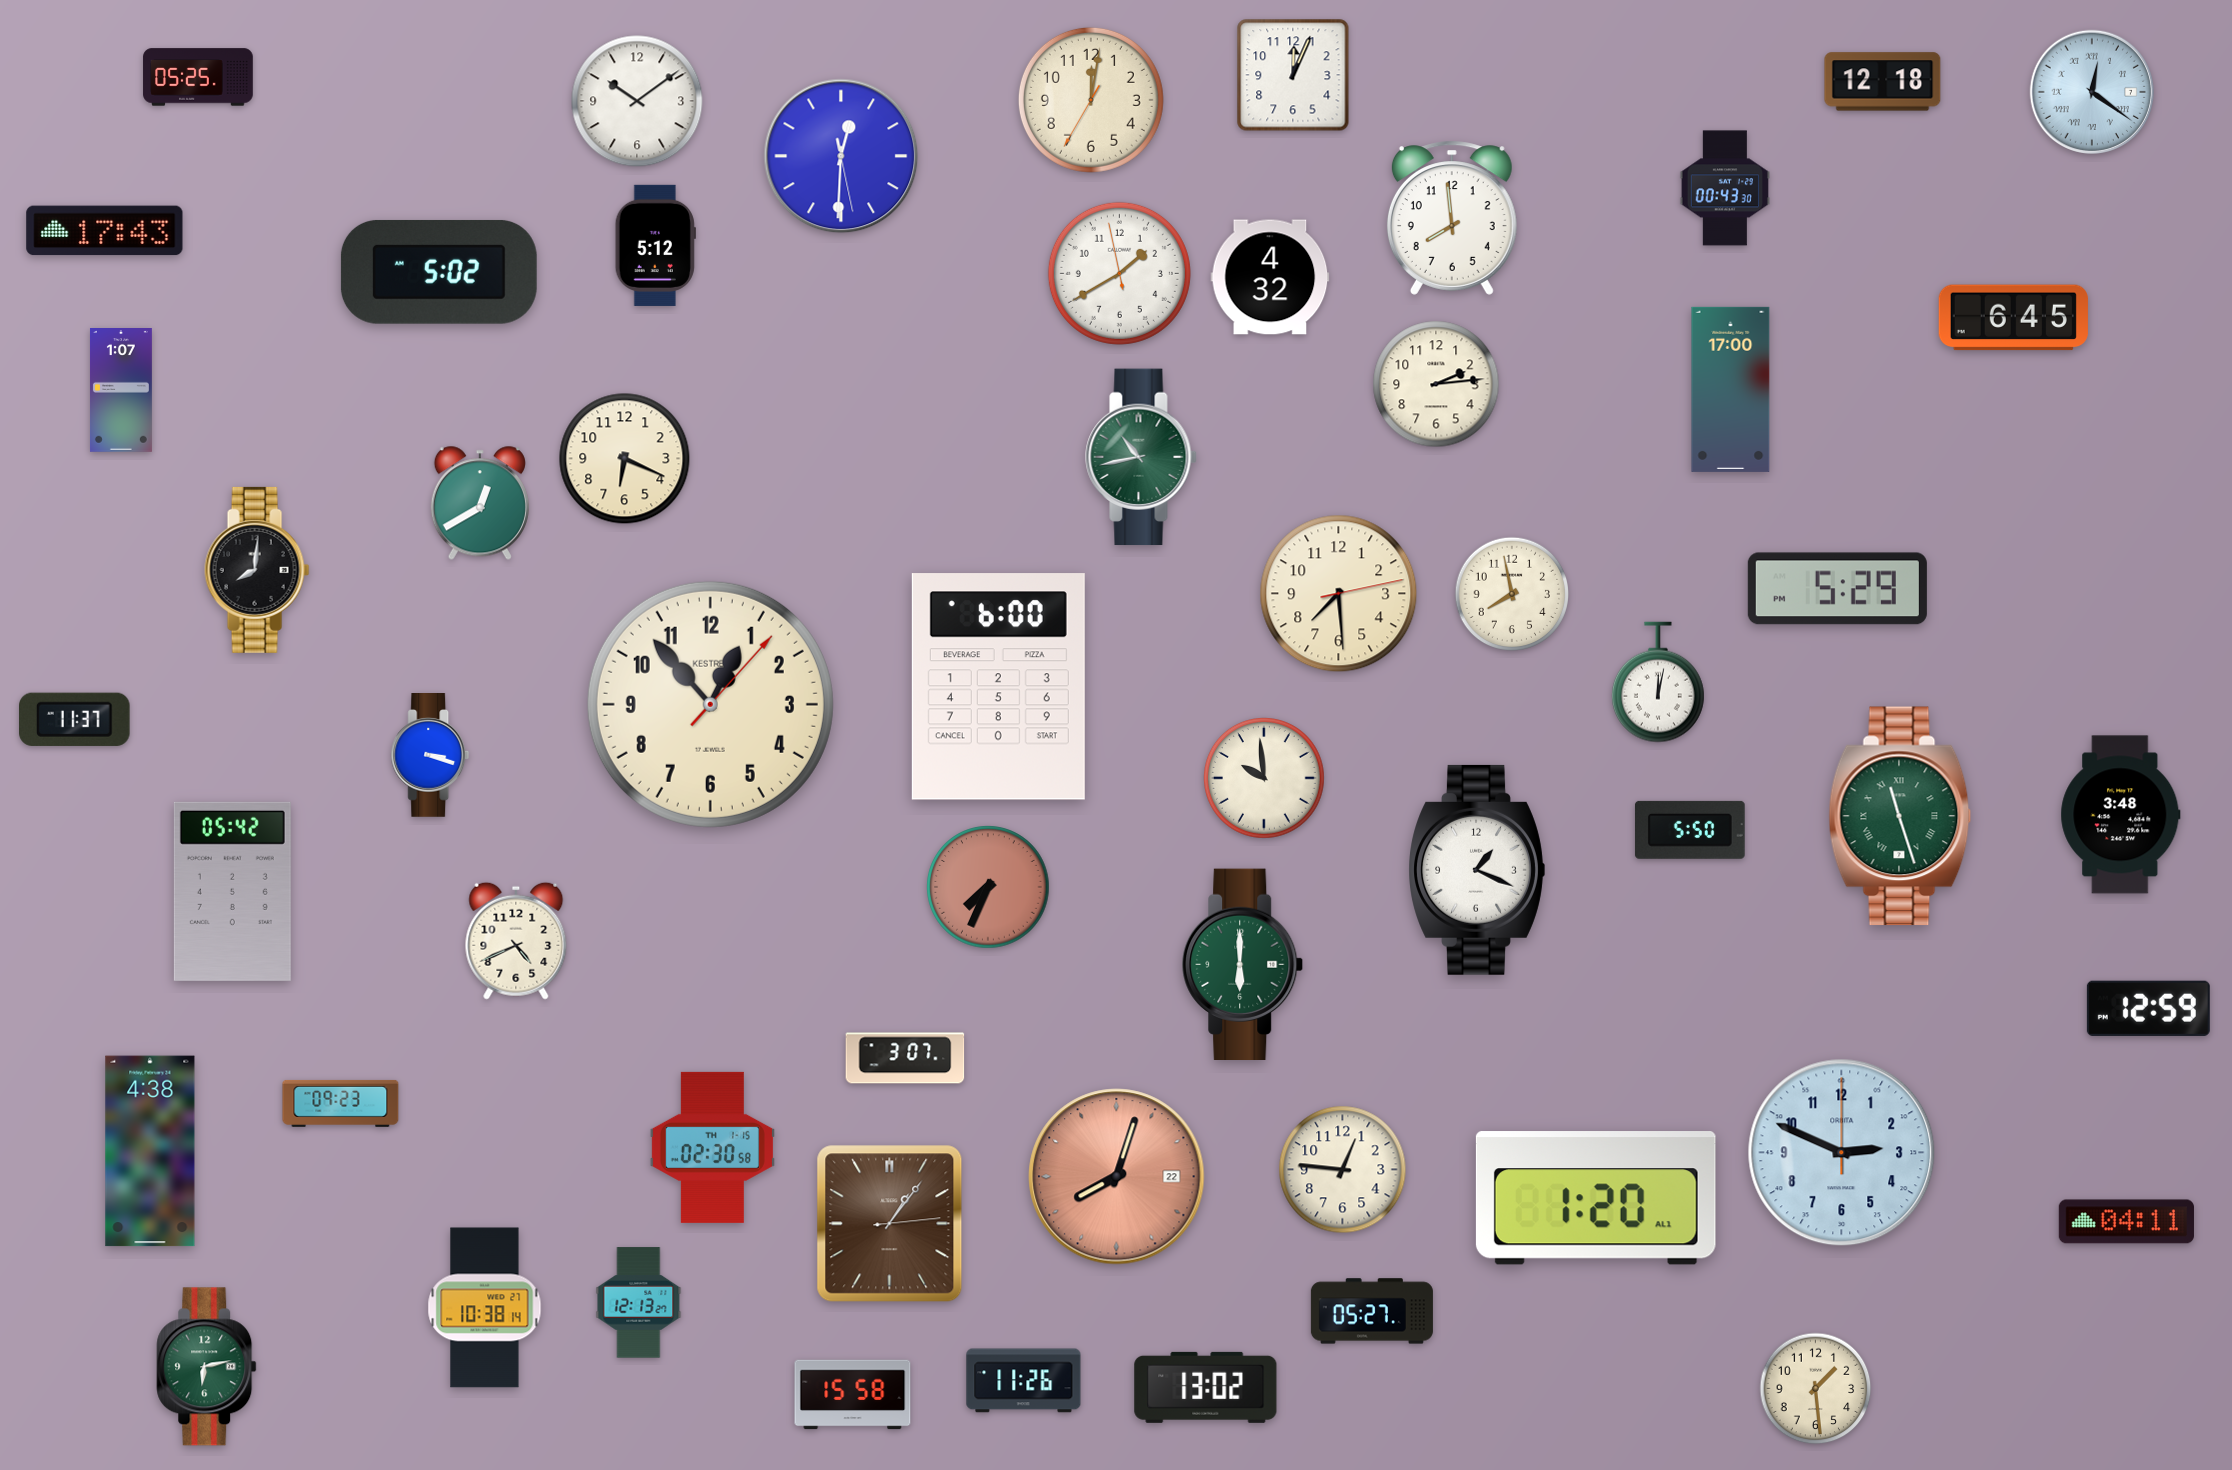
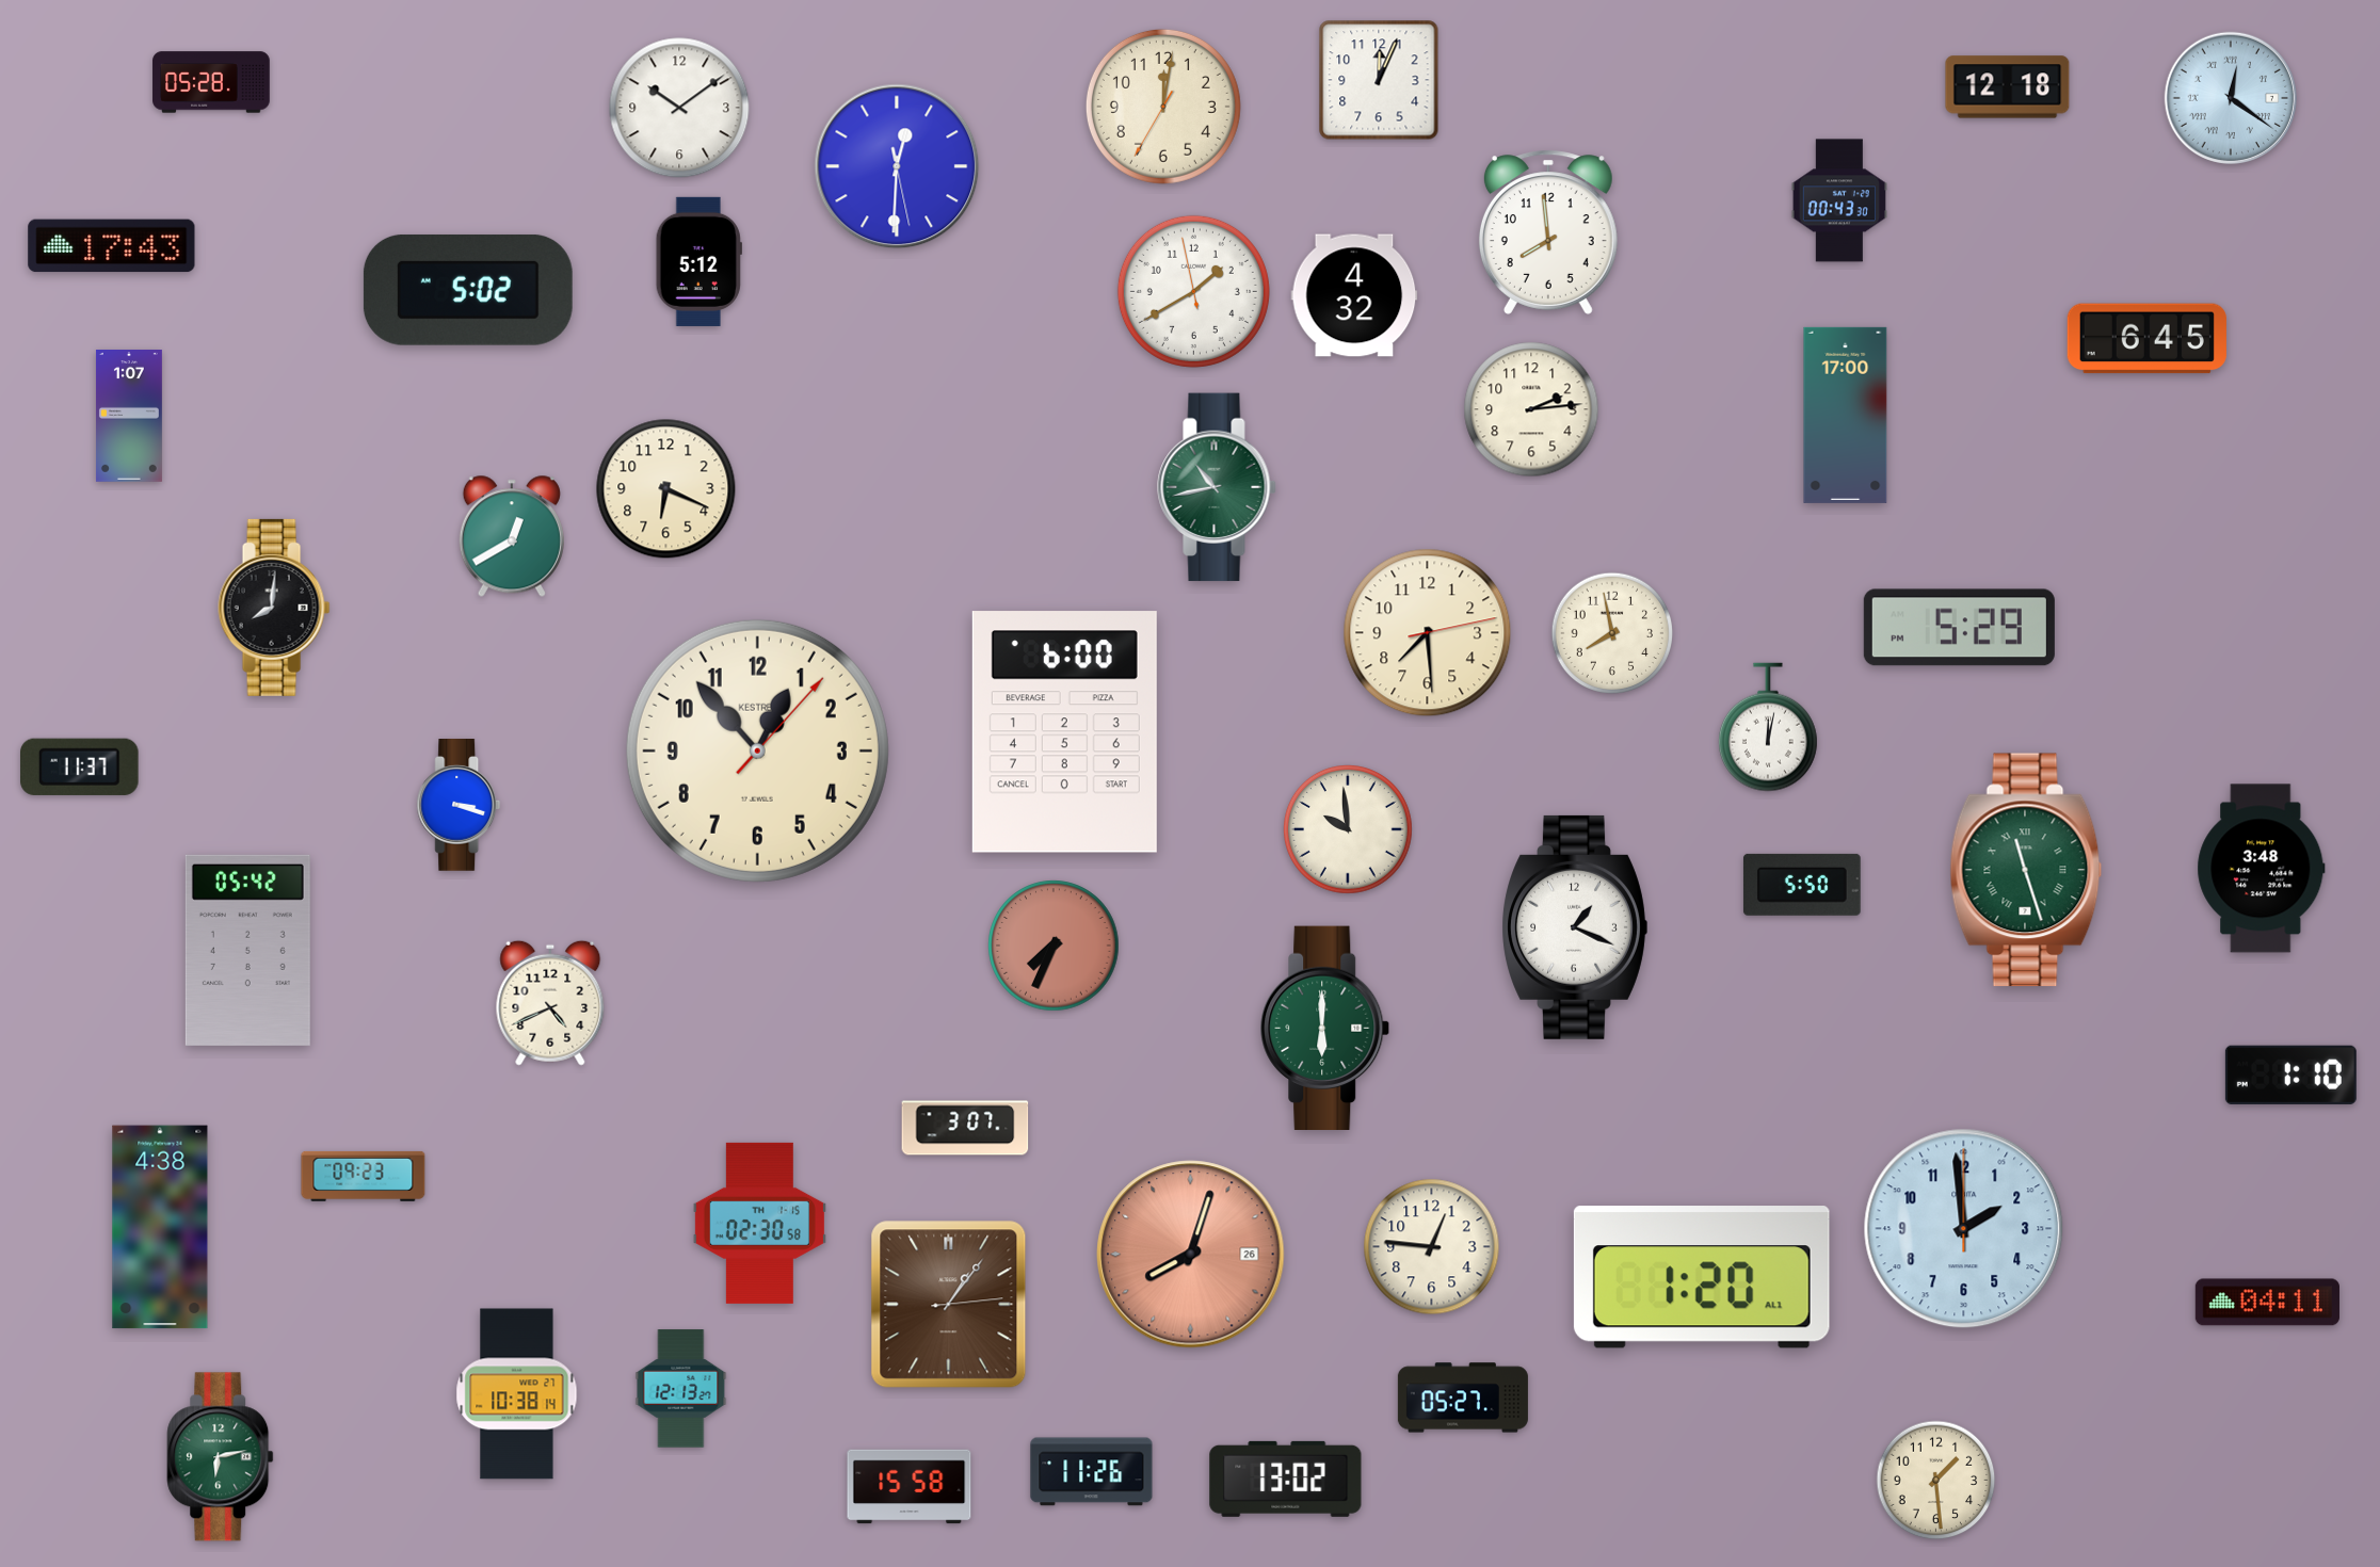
clock at (198, 77): 05:25 -> 05:28
clock at (2148, 1008): 12:59 -> 1:10
clock at (1842, 1153): 2:49 -> 1:59
clock at (1117, 1177) date: 22 -> 26
